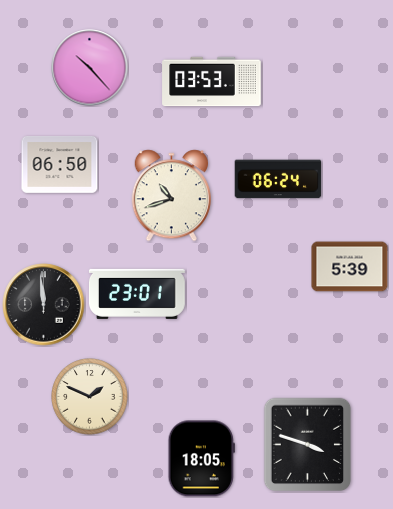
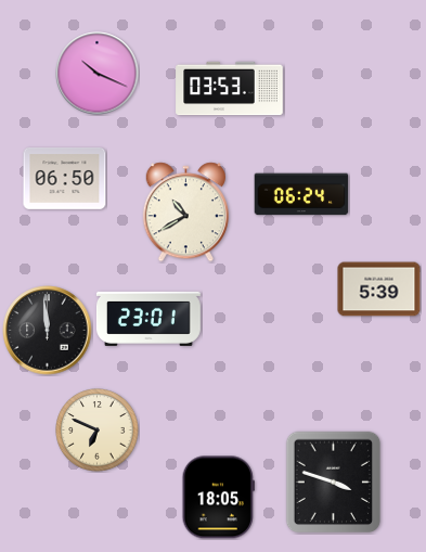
clock at (90, 68): 10:23 -> 10:19
clock at (171, 196): 10:42 -> 10:40
clock at (90, 397): 1:49 -> 6:49
